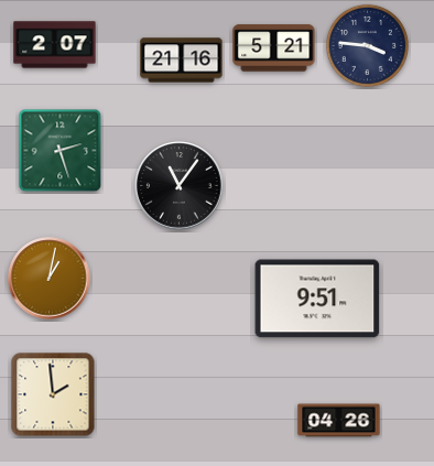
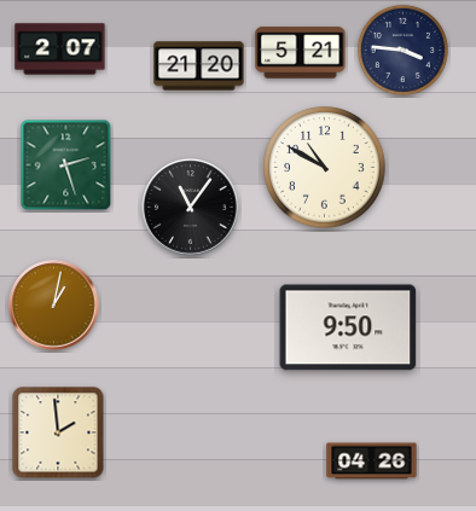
clock at (182, 61): 21:16 -> 21:20
clock at (325, 168): none -> 10:50
clock at (180, 186) position: (180, 186) -> (191, 208)
clock at (317, 299): 9:51 -> 9:50
